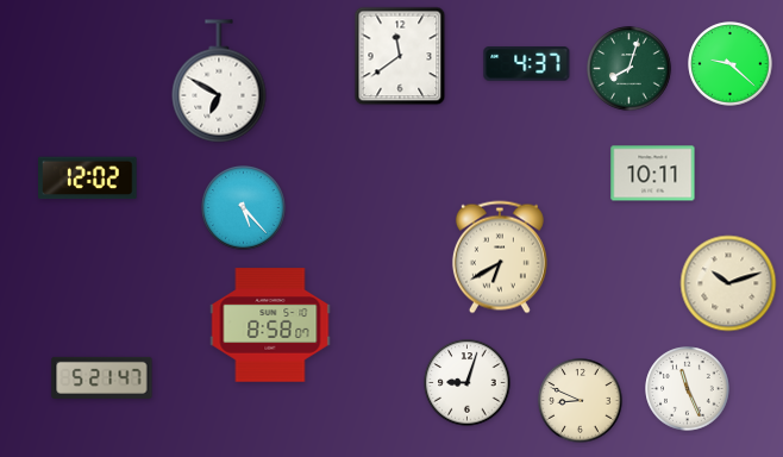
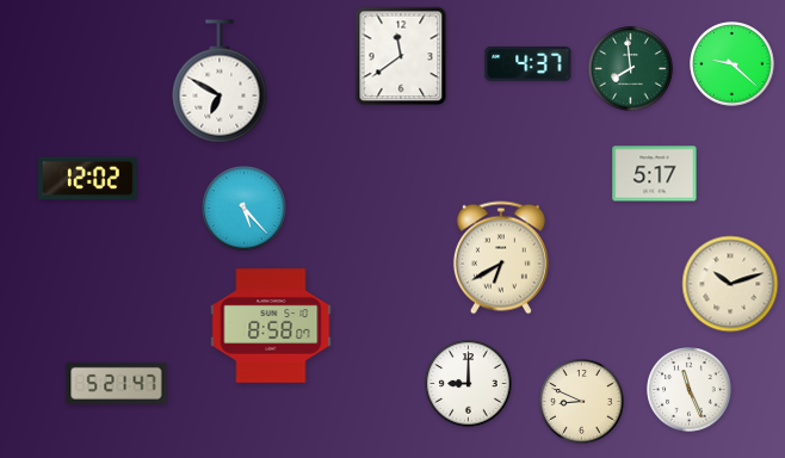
clock at (629, 69): 8:03 -> 7:59
clock at (653, 174): 10:11 -> 5:17
clock at (102, 377) position: (102, 377) -> (117, 383)
clock at (468, 383): 9:03 -> 9:00
